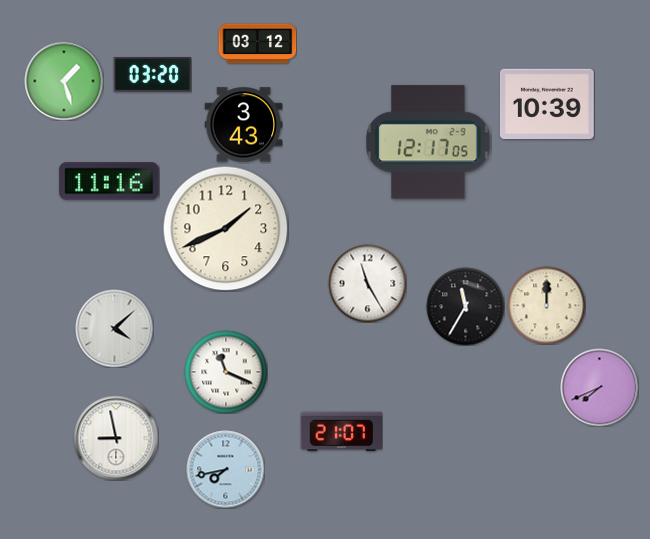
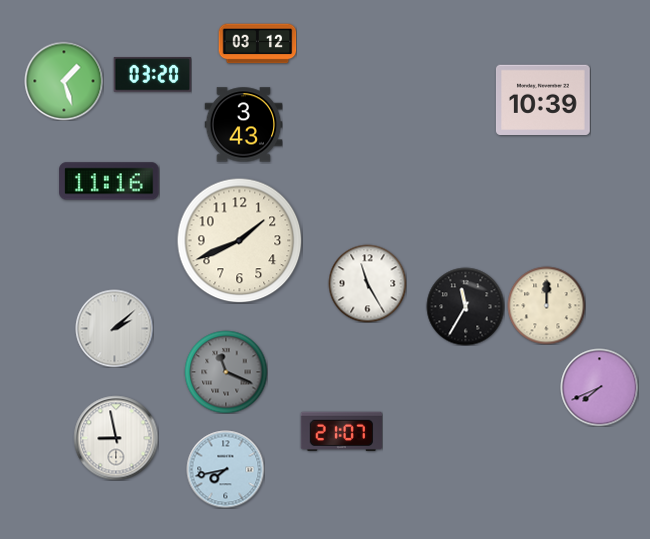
clock at (547, 103) position: (547, 103) -> (543, 99)
clock at (428, 142): 12:17 -> none
clock at (225, 228) position: (225, 228) -> (239, 240)
clock at (114, 328): 4:08 -> 2:08
clock at (226, 372) dial: white -> grey
